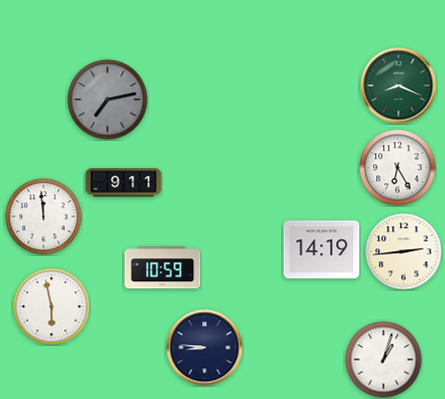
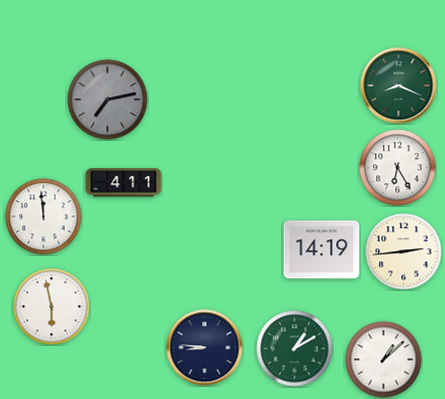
clock at (124, 183): 9:11 -> 4:11
clock at (163, 268): 10:59 -> none
clock at (295, 349): none -> 1:10
clock at (384, 360): 1:03 -> 1:08
